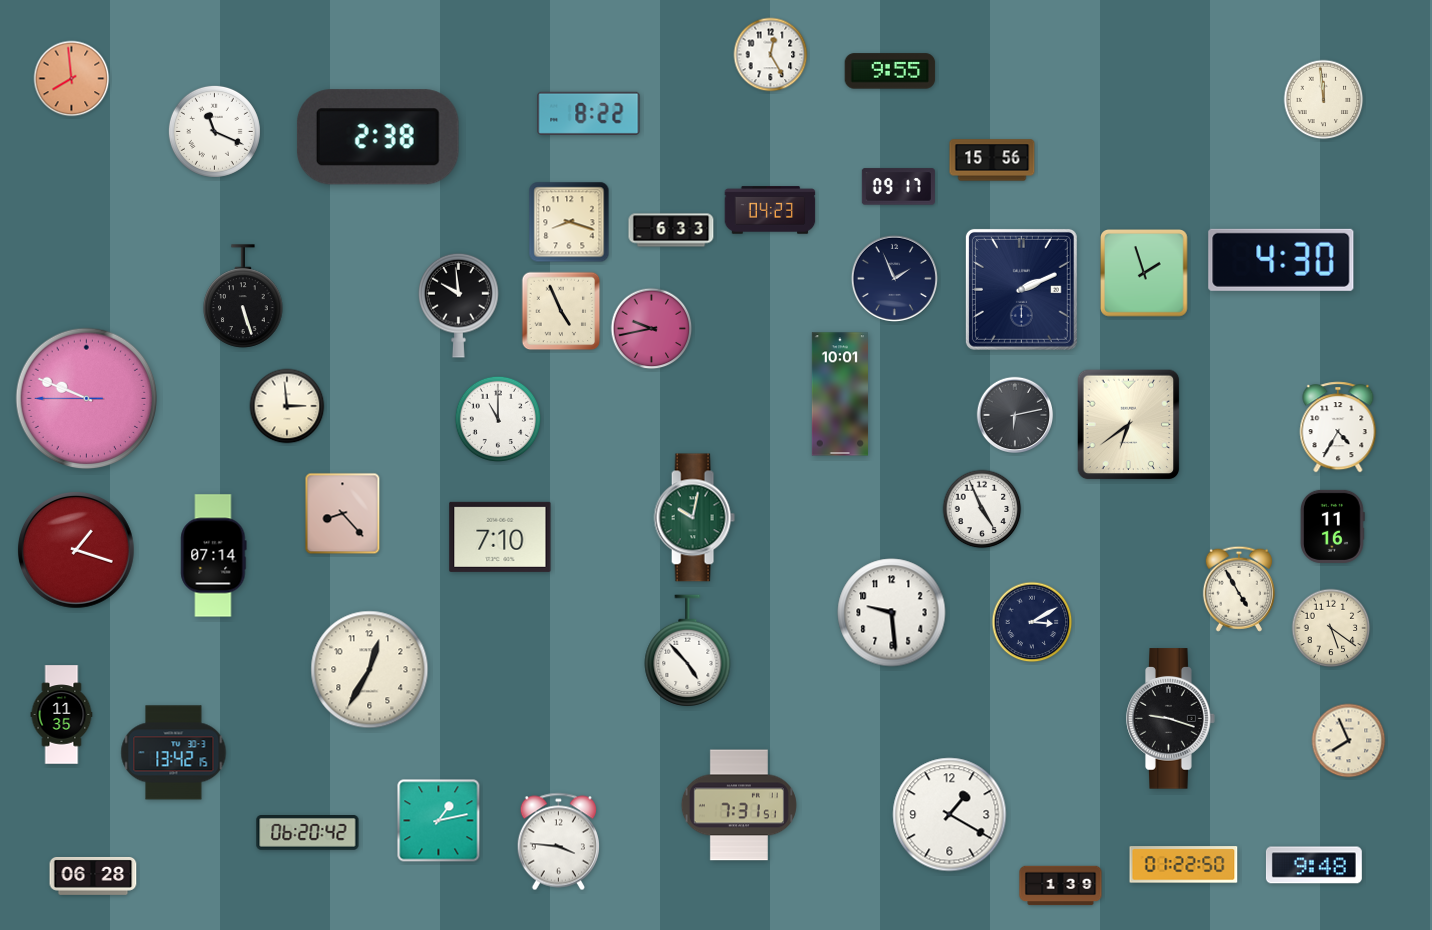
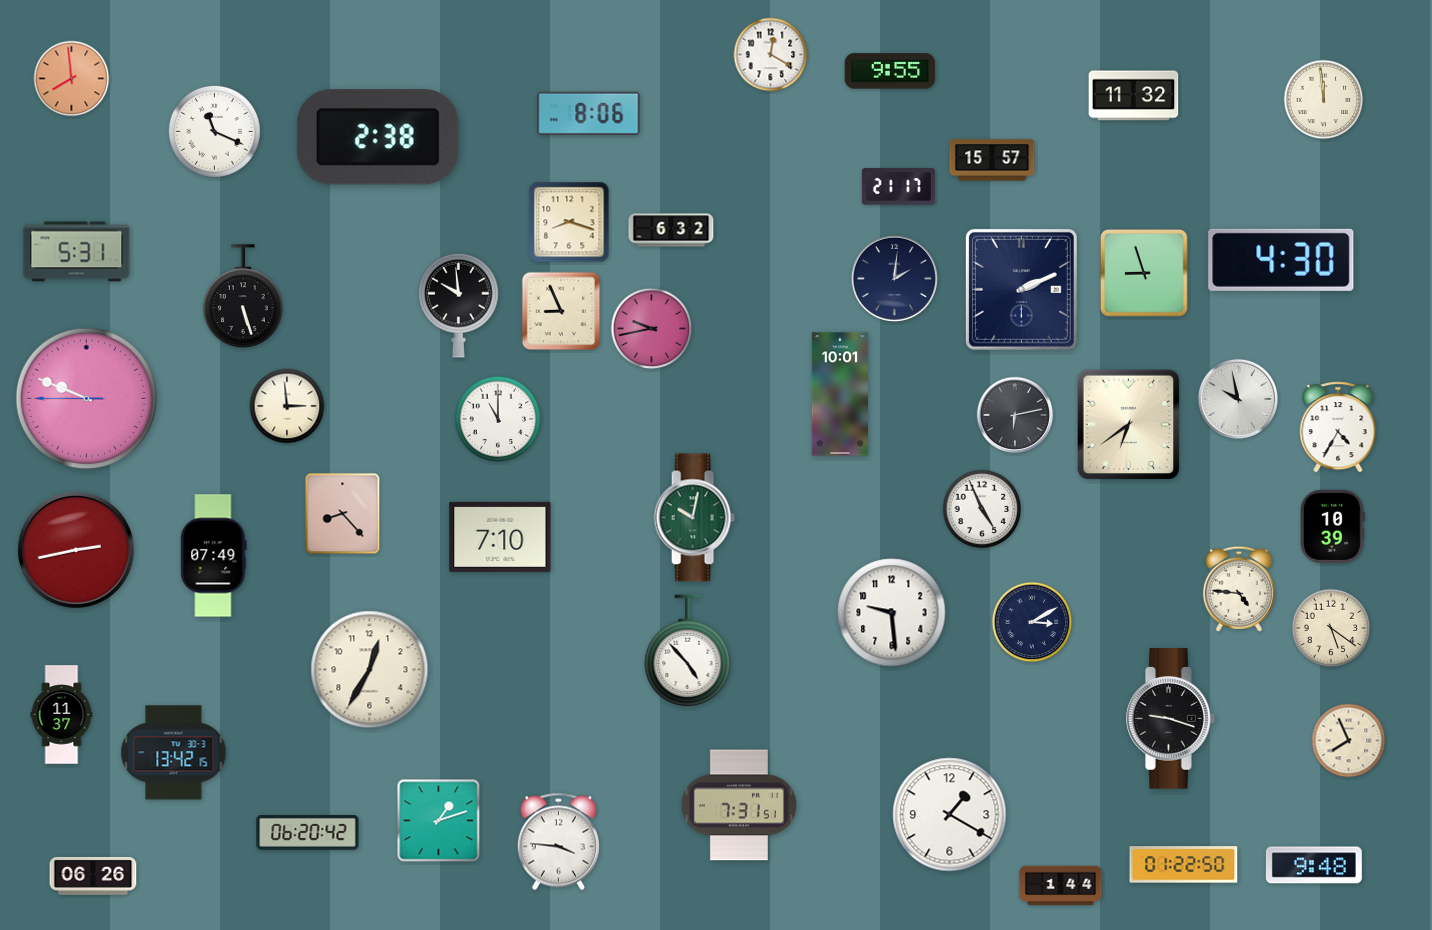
clock at (771, 55): 12:25 -> 12:20
clock at (1134, 96): none -> 11:32
clock at (589, 113): 8:22 -> 8:06
clock at (992, 160): 15:56 -> 15:57
clock at (898, 187): 09:17 -> 21:17
clock at (770, 210): 04:23 -> none
clock at (671, 230): 6:33 -> 6:32
clock at (77, 252): none -> 5:31
clock at (1144, 273): 1:57 -> 8:57
clock at (894, 278): 1:56 -> 2:01
clock at (561, 311): 4:56 -> 8:56
clock at (1237, 398): none -> 9:58
clock at (1333, 526): 11:16 -> 10:39
clock at (76, 550): 1:18 -> 2:43
clock at (214, 556): 07:14 -> 07:49
clock at (1239, 589): 4:55 -> 4:46
clock at (62, 715): 11:35 -> 11:37
clock at (439, 821): 1:13 -> 1:12
clock at (93, 876): 06:28 -> 06:26
clock at (1061, 886): 1:39 -> 1:44
